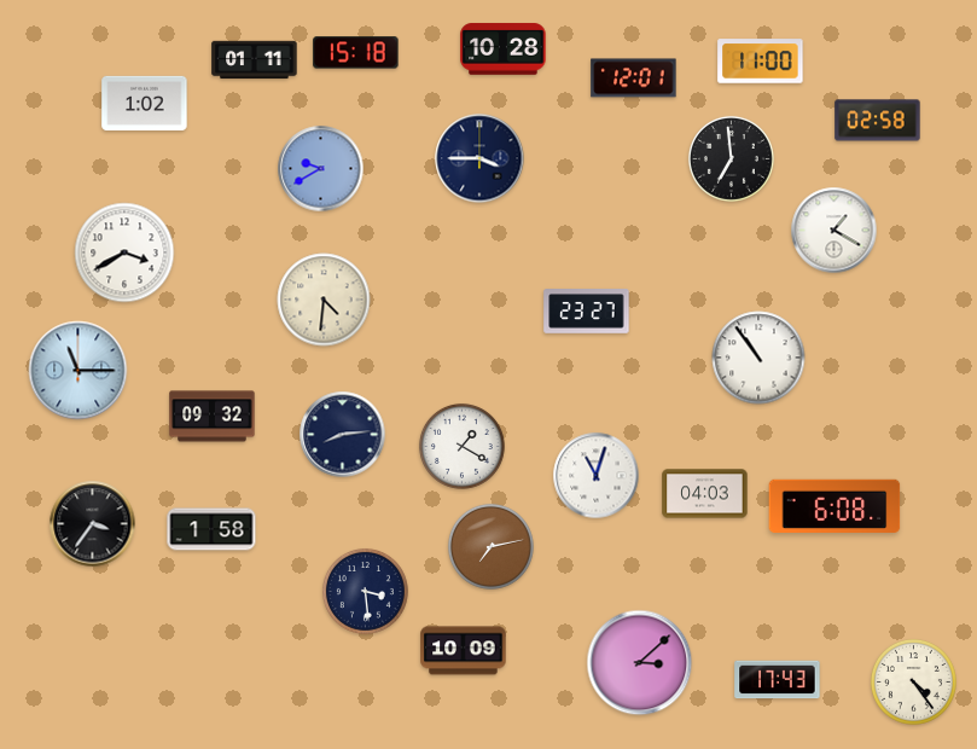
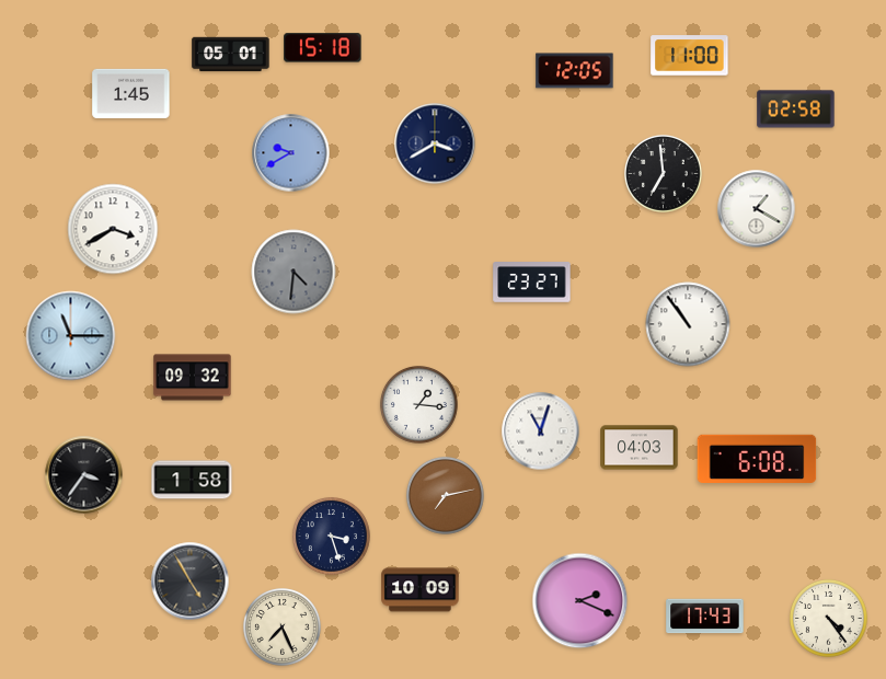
clock at (504, 50): 10:28 -> none
clock at (255, 60): 01:11 -> 05:01
clock at (634, 79): 12:01 -> 12:05
clock at (145, 103): 1:02 -> 1:45
clock at (479, 158): 3:45 -> 3:40
clock at (731, 158) position: (731, 158) -> (663, 173)
clock at (324, 300) dial: cream -> grey
clock at (343, 435): 8:14 -> none
clock at (461, 446): 1:20 -> 1:16
clock at (365, 591): 3:29 -> 3:27
clock at (191, 582): none -> 4:55
clock at (640, 663): 3:08 -> 2:19
clock at (281, 626): none -> 7:26
